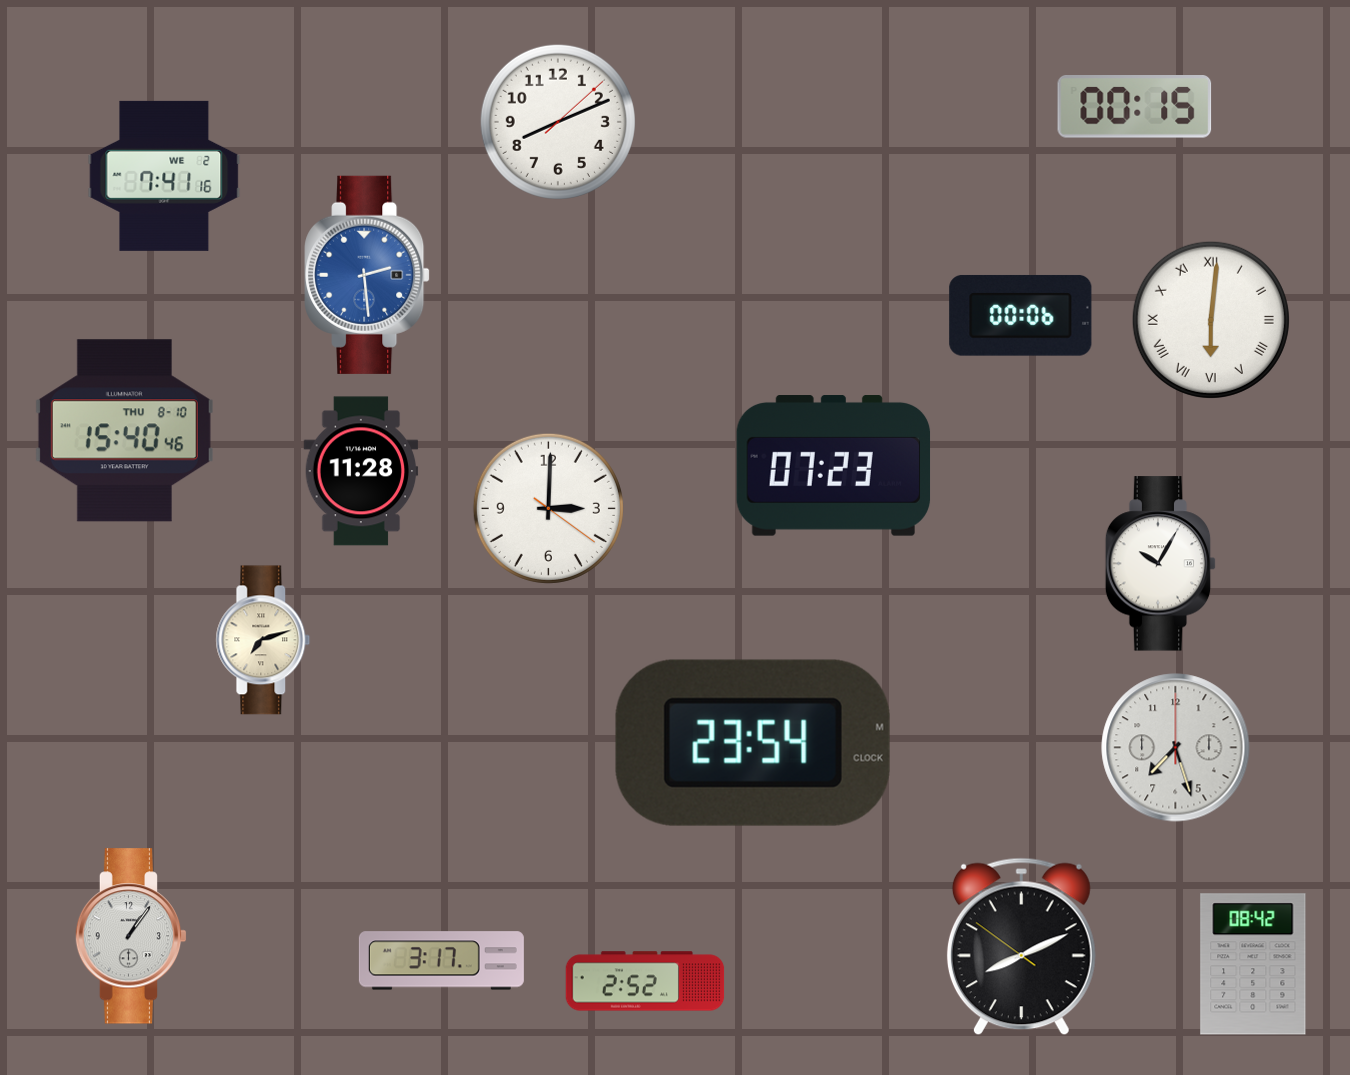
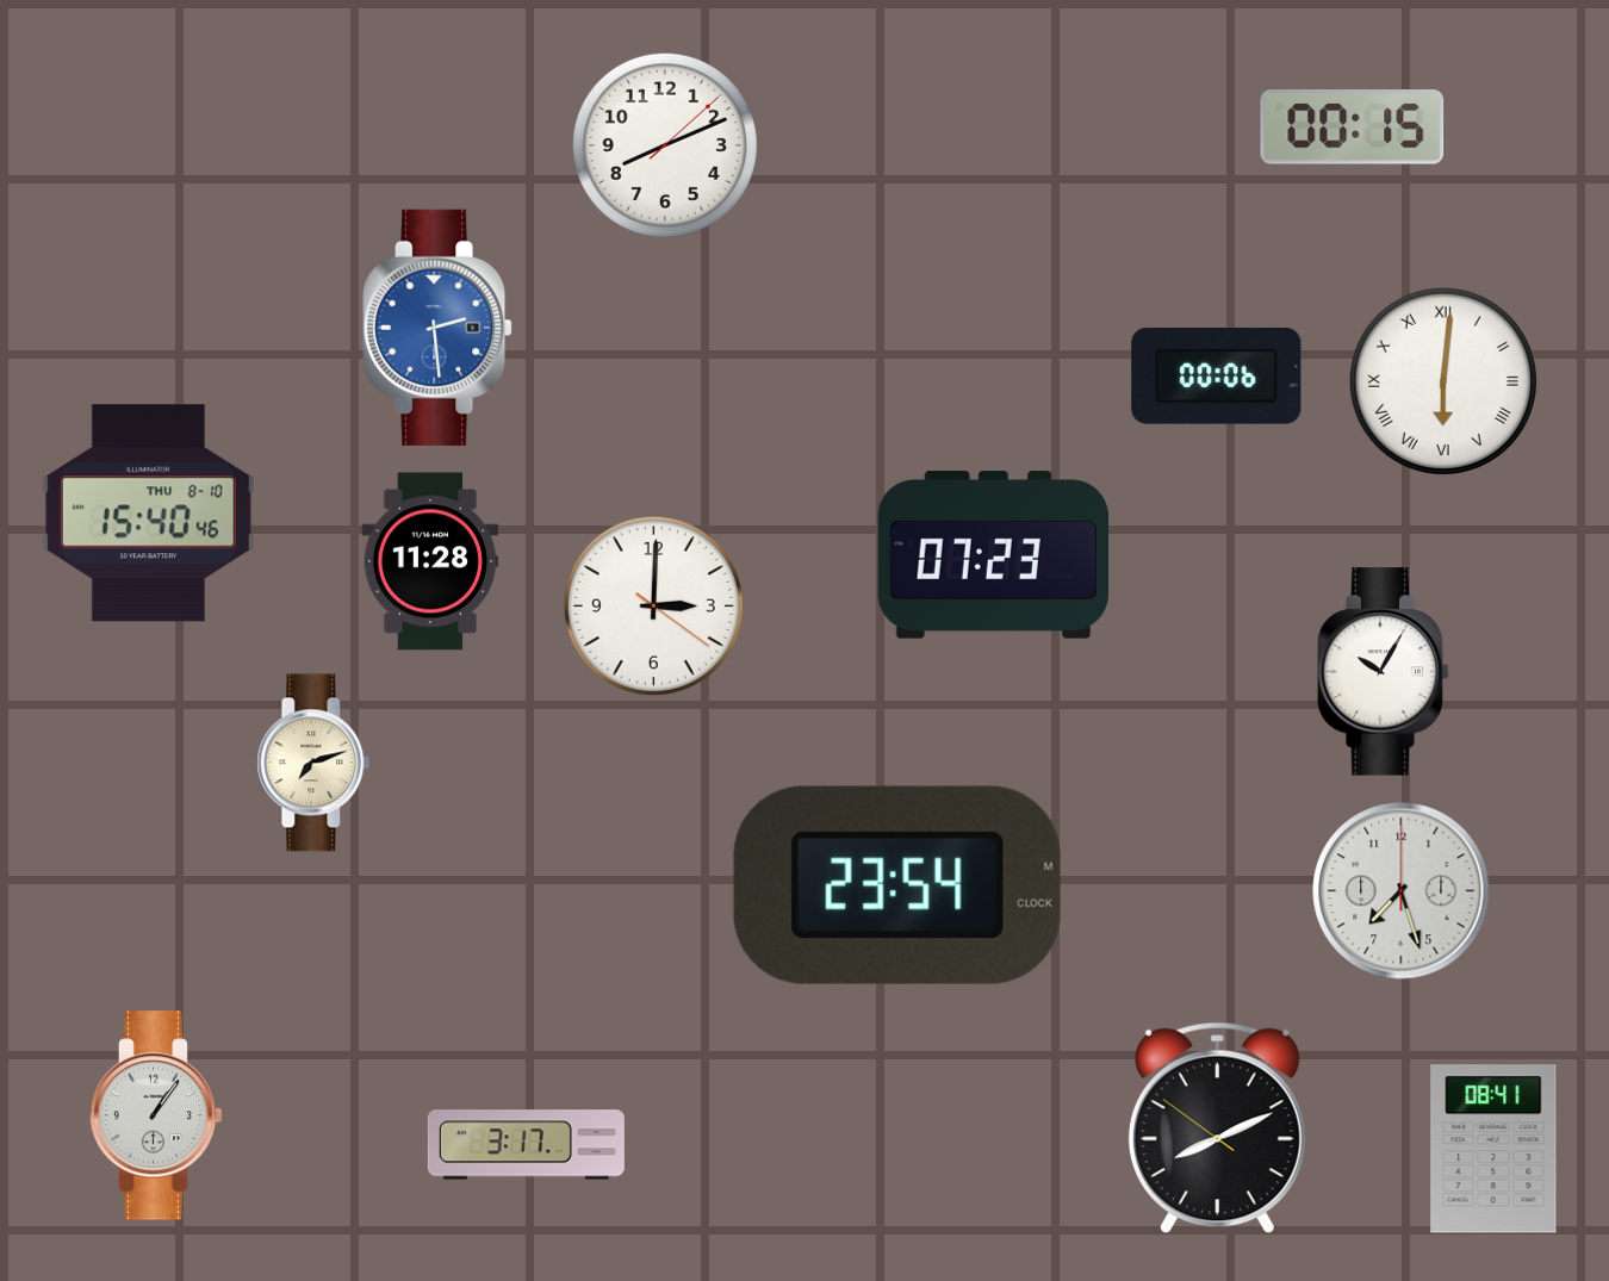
clock at (164, 176): 7:41 -> none
clock at (1253, 964): 08:42 -> 08:41
clock at (645, 981): 2:52 -> none
